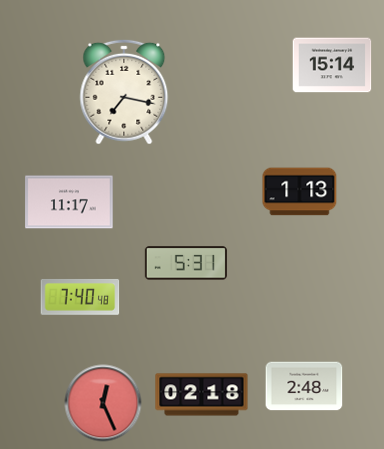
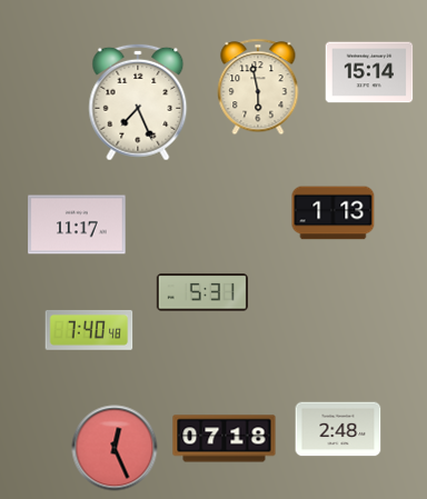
clock at (258, 87): none -> 5:58
clock at (124, 92): 7:17 -> 7:26
clock at (186, 263) position: (186, 263) -> (202, 292)
clock at (202, 395): 02:18 -> 07:18
